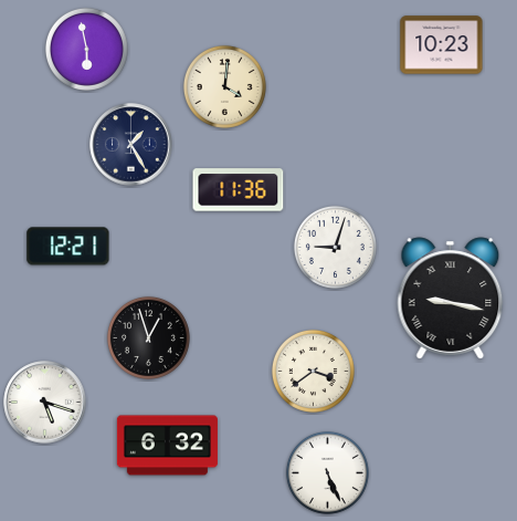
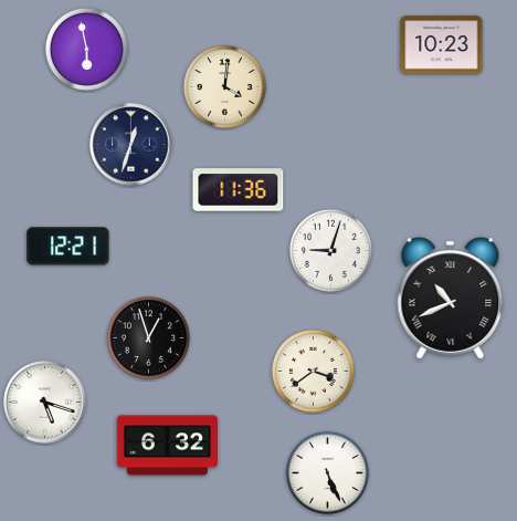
clock at (131, 145): 1:25 -> 12:33
clock at (335, 247) position: (335, 247) -> (330, 250)
clock at (451, 299): 9:17 -> 10:41
